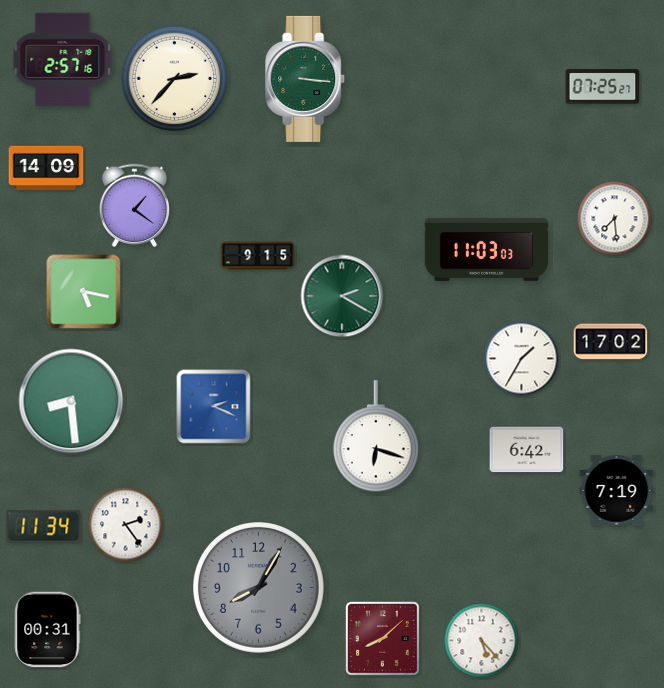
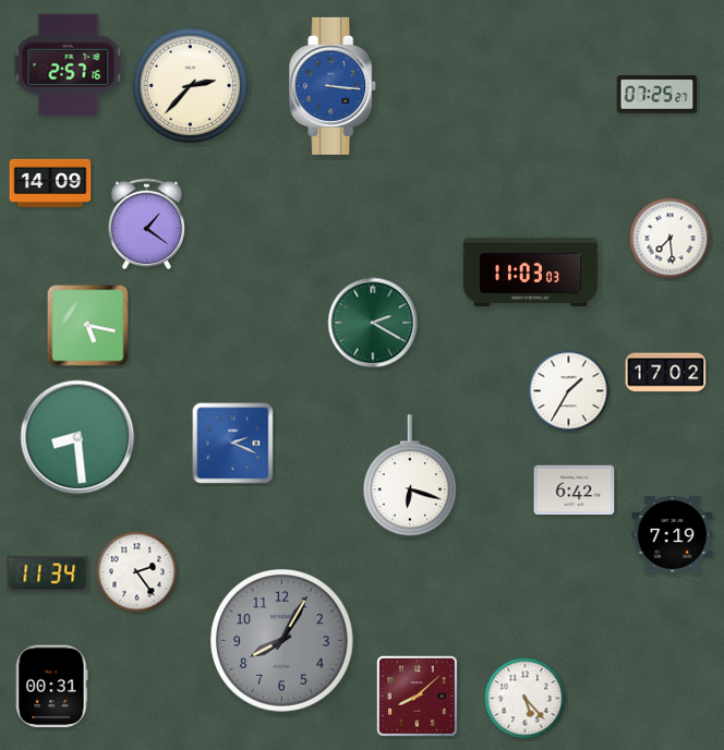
clock at (306, 79) dial: green -> blue
clock at (258, 256): 9:15 -> none
clock at (84, 292) position: (84, 292) -> (88, 326)
